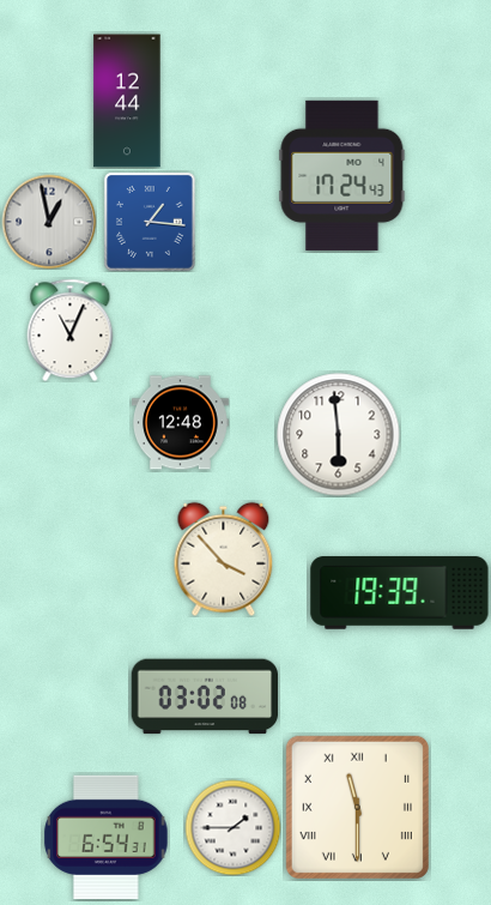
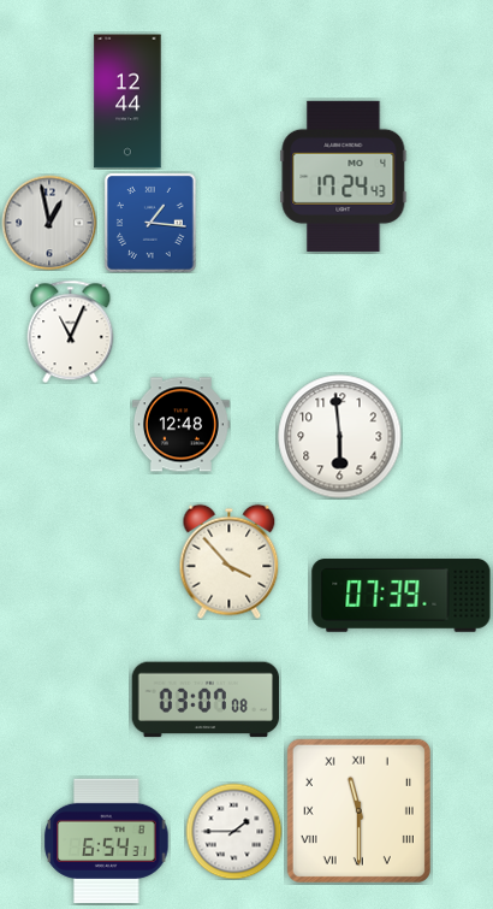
clock at (224, 559) position: (224, 559) -> (230, 561)
clock at (400, 593): 19:39 -> 07:39
clock at (204, 696): 03:02 -> 03:07
